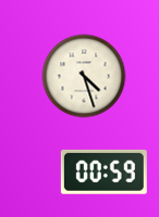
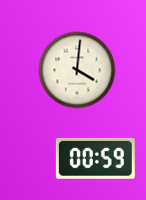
clock at (84, 76): 4:27 -> 4:01
